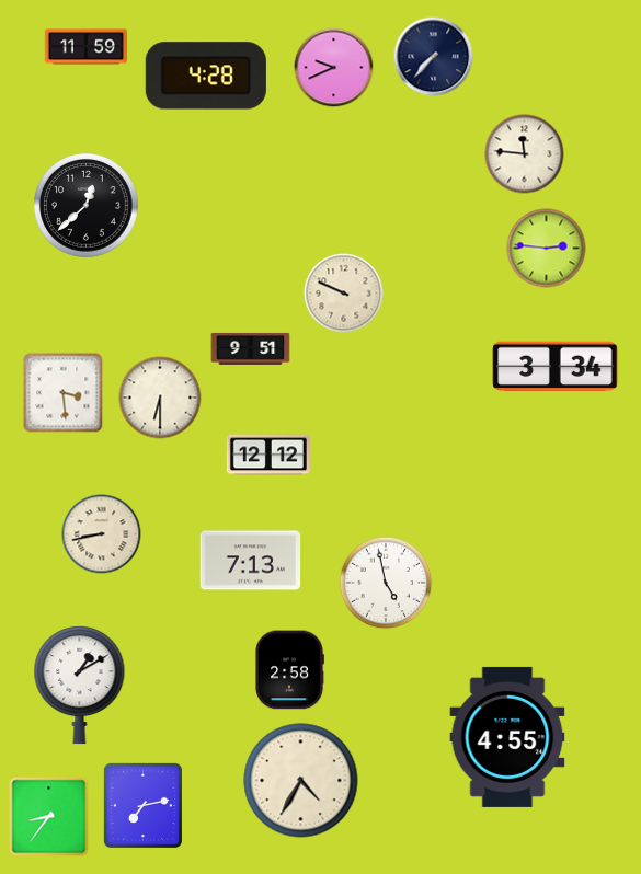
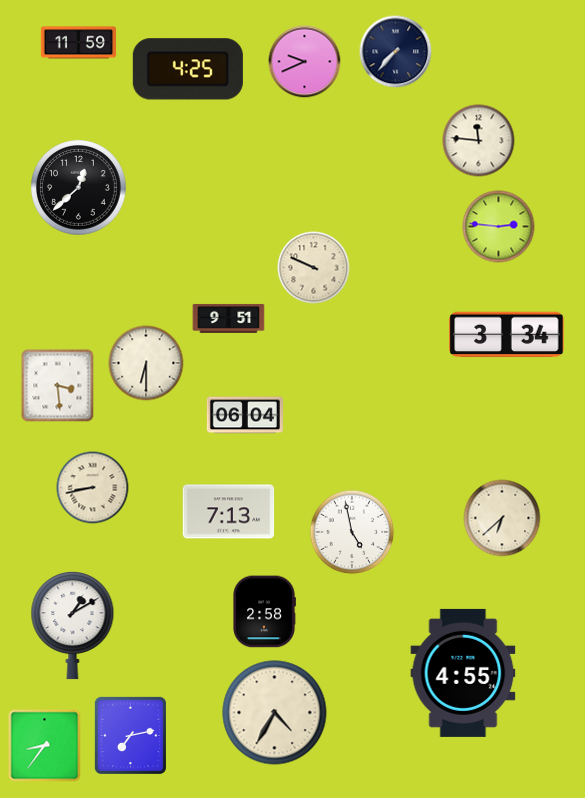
clock at (206, 76): 4:28 -> 4:25
clock at (64, 393) position: (64, 393) -> (58, 386)
clock at (268, 455): 12:12 -> 06:04
clock at (502, 518): none -> 6:38
